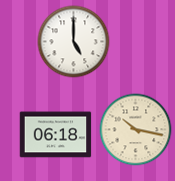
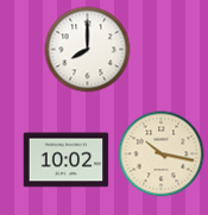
clock at (74, 42): 5:00 -> 8:00
clock at (56, 135): 06:18 -> 10:02
